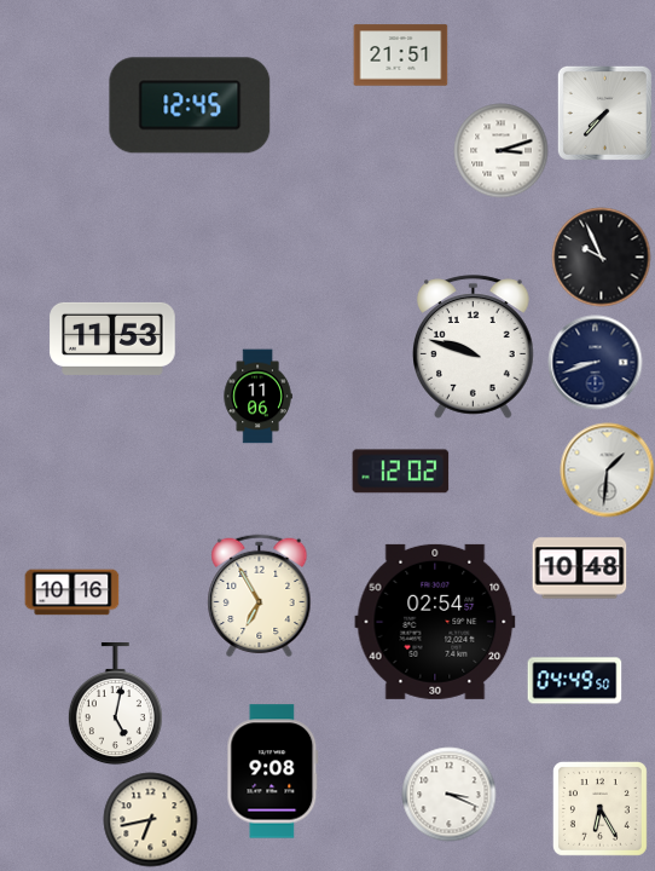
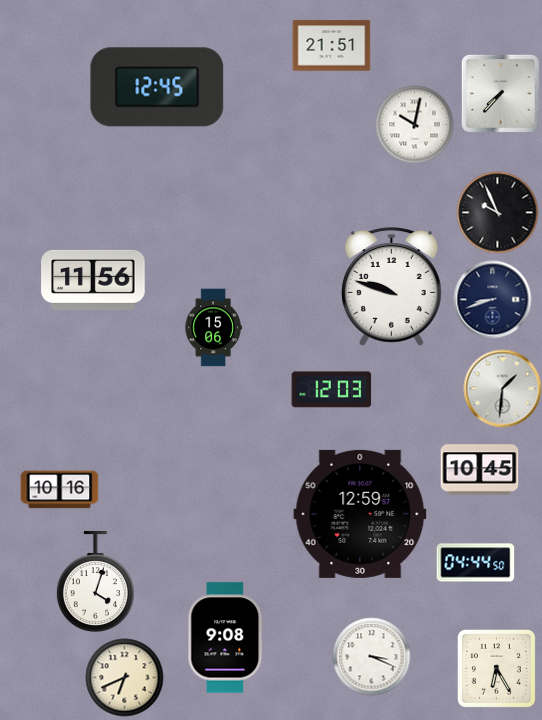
clock at (500, 150): 3:12 -> 10:02
clock at (112, 339): 11:53 -> 11:56
clock at (257, 396): 11:06 -> 15:06
clock at (400, 472): 12:02 -> 12:03
clock at (579, 569): 10:48 -> 10:45
clock at (260, 595): 6:55 -> none
clock at (435, 622): 02:54 -> 12:59
clock at (574, 681): 04:49 -> 04:44
clock at (115, 704): 5:02 -> 4:03
clock at (150, 819): 6:43 -> 6:41
